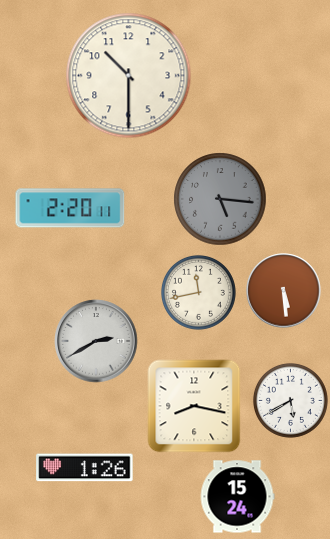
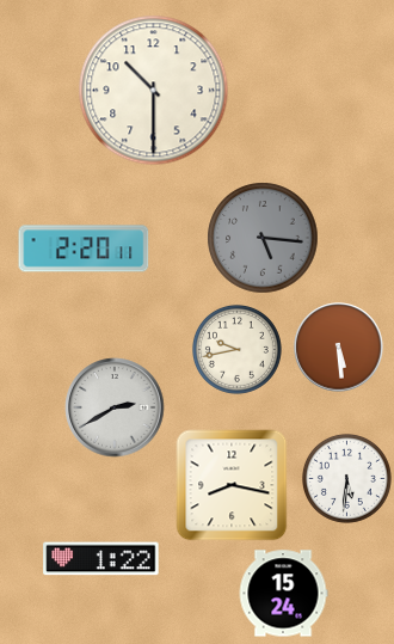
clock at (198, 292): 11:43 -> 9:43
clock at (290, 400): 5:40 -> 5:31
clock at (85, 468): 1:26 -> 1:22
